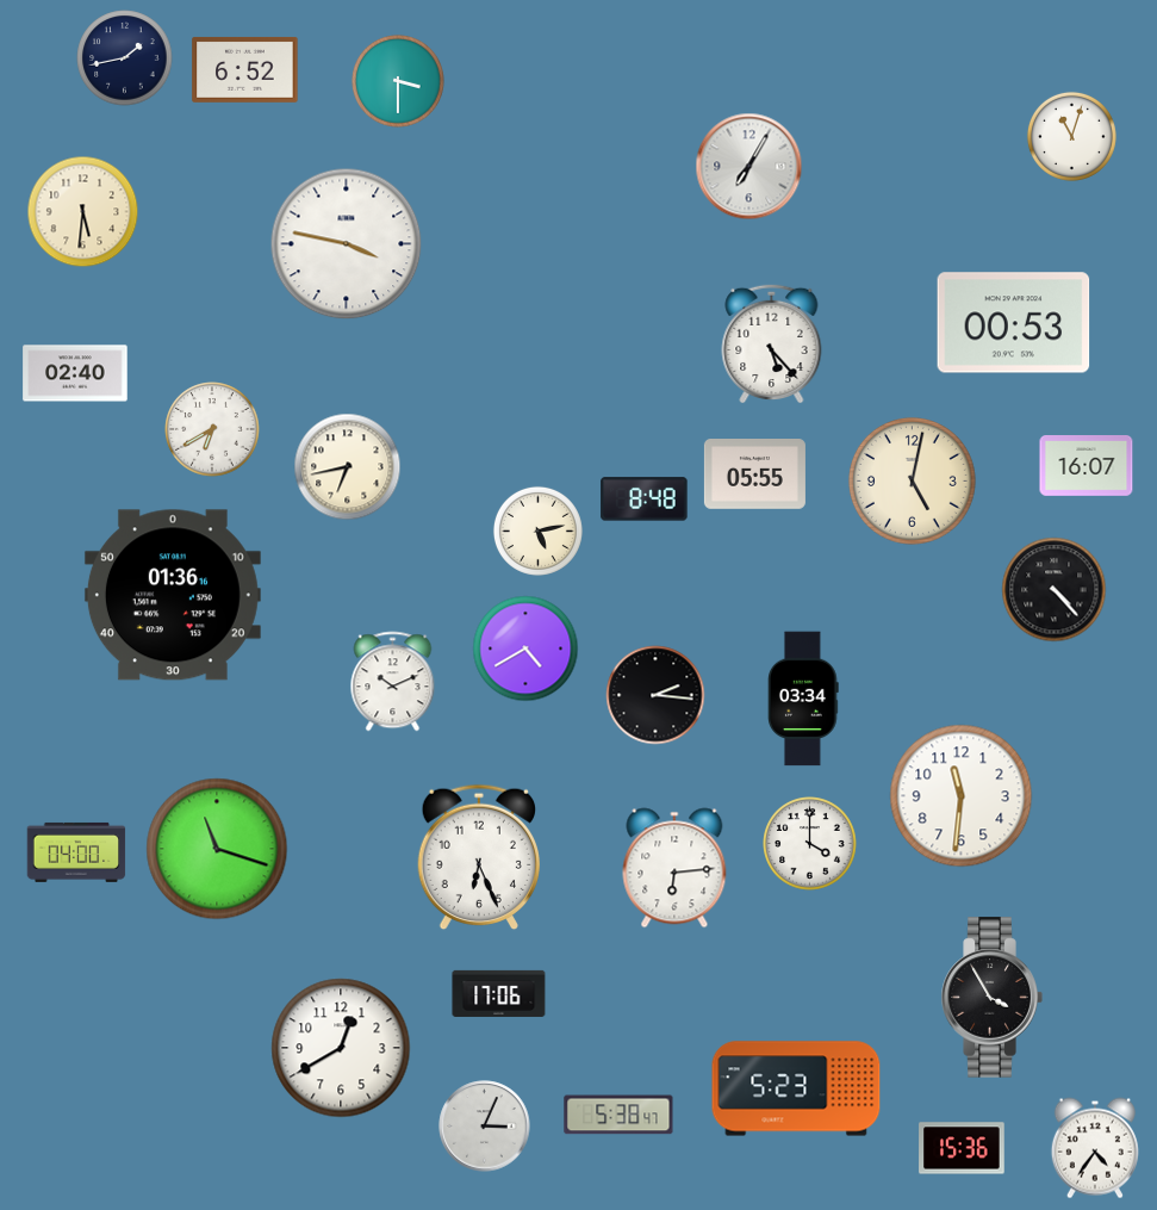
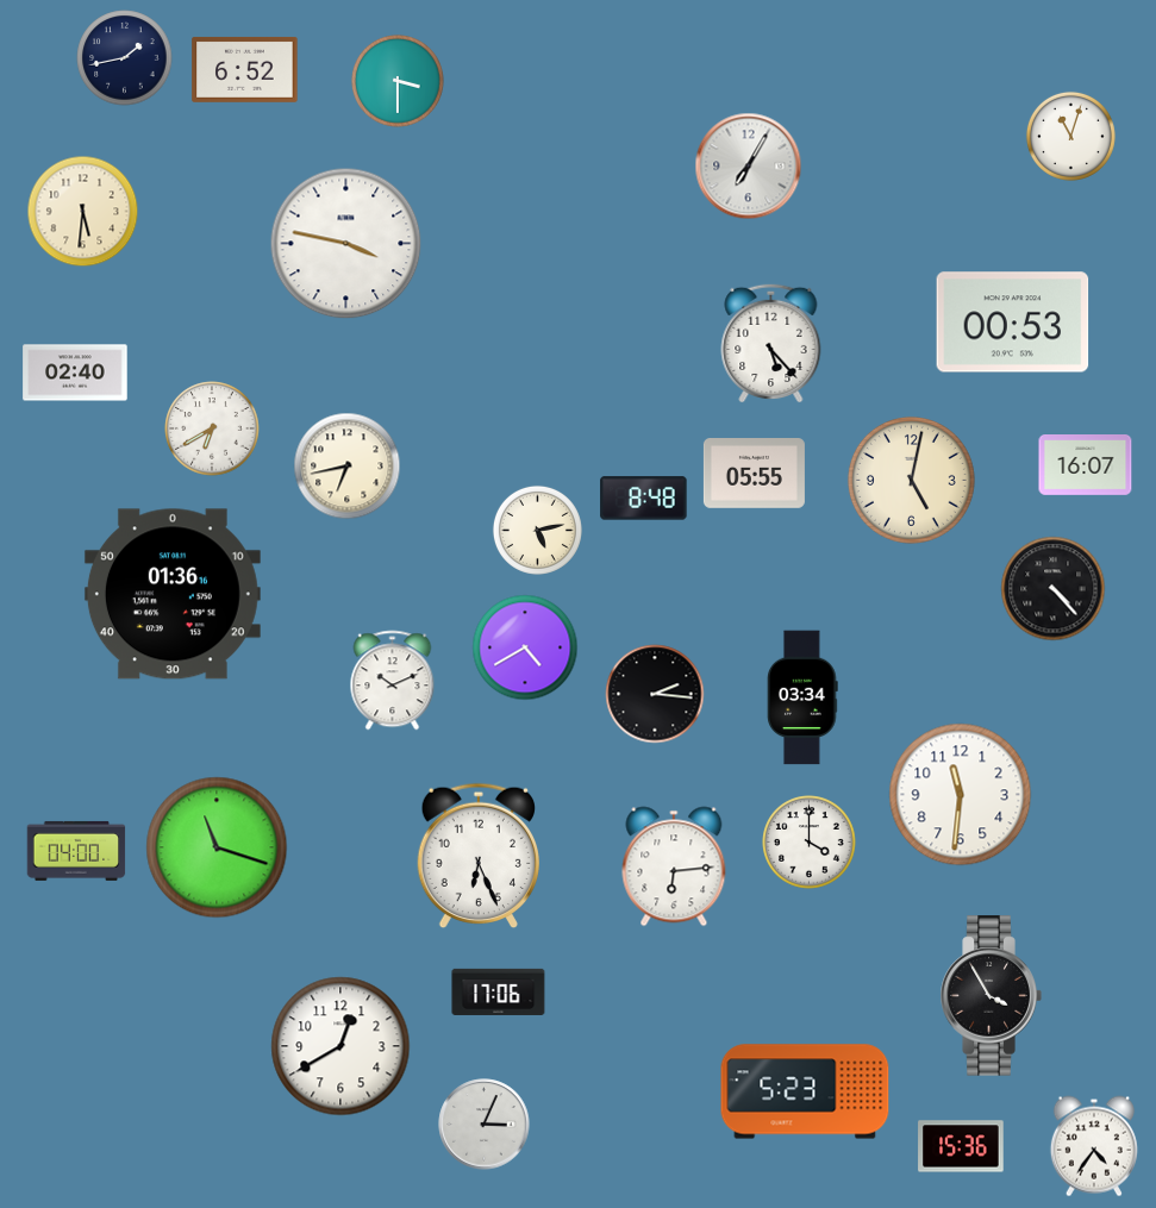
clock at (796, 1088) position: (796, 1088) -> (805, 1091)
clock at (618, 1115): 5:38 -> none
